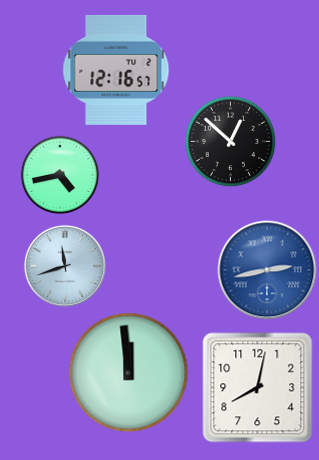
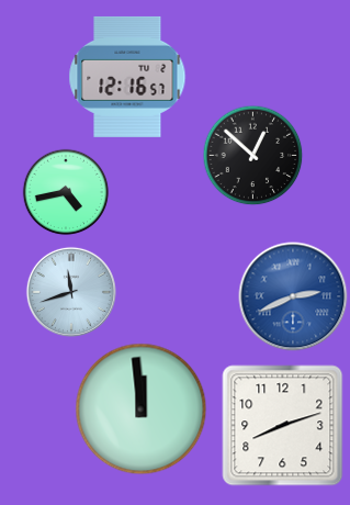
clock at (267, 270): 2:43 -> 2:41
clock at (258, 388): 8:02 -> 8:12
